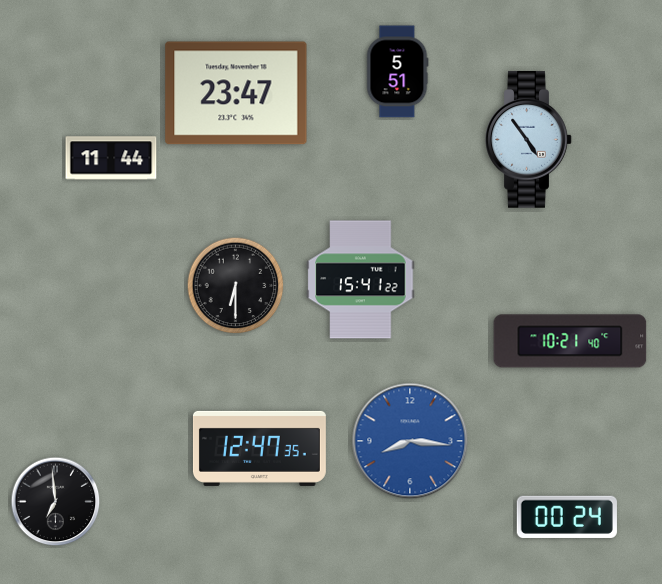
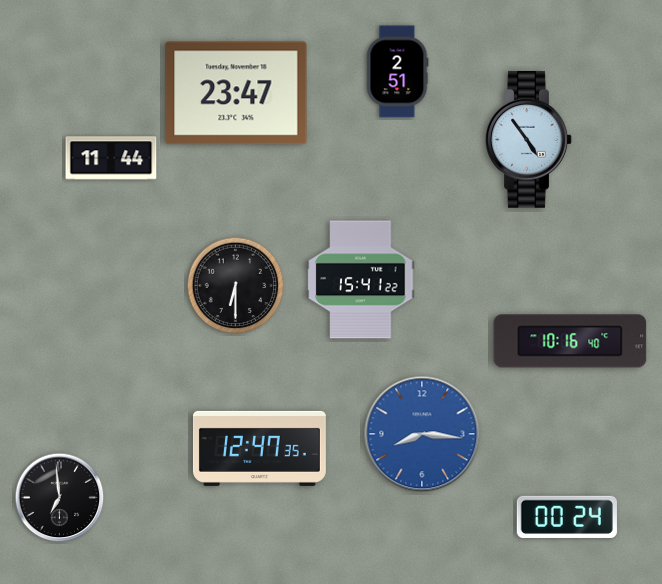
clock at (398, 72): 5:51 -> 2:51
clock at (570, 341): 10:21 -> 10:16
clock at (410, 441) position: (410, 441) -> (422, 434)
clock at (56, 502) position: (56, 502) -> (60, 498)
